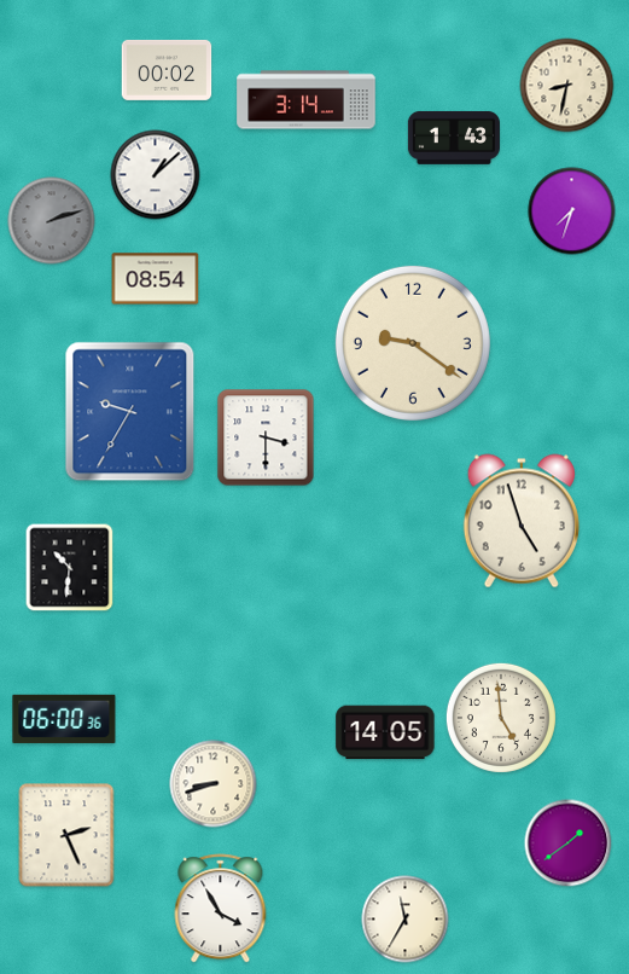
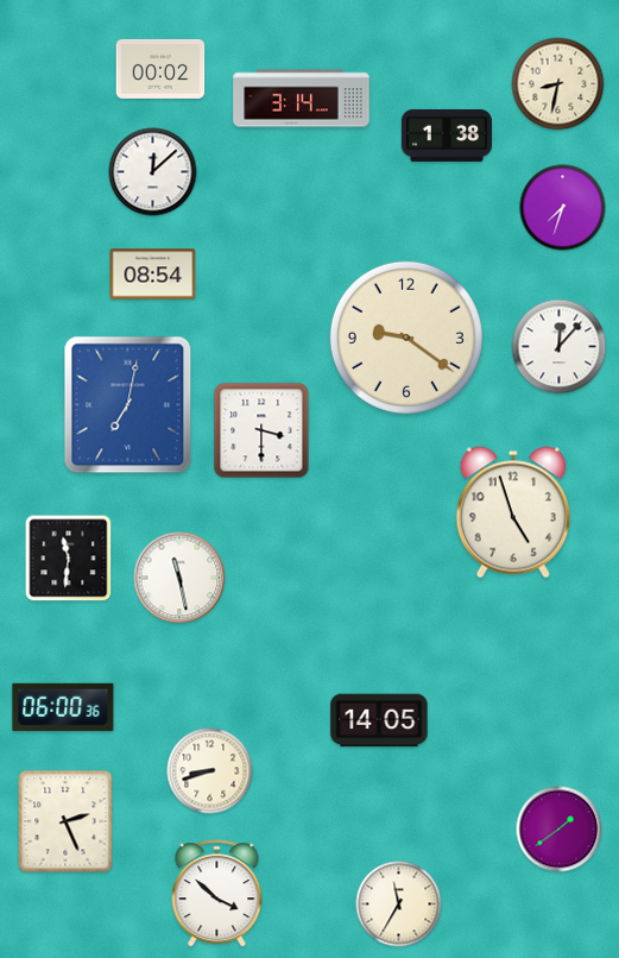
clock at (167, 70) position: (167, 70) -> (160, 69)
clock at (454, 138): 1:43 -> 1:38
clock at (156, 175): 1:08 -> 12:08
clock at (52, 221): 2:12 -> none
clock at (560, 347): none -> 12:07
clock at (130, 412): 9:35 -> 7:02
clock at (70, 568): 10:31 -> 11:31
clock at (179, 578): none -> 11:28
clock at (501, 718): 4:59 -> none
clock at (221, 909): 3:55 -> 3:52
